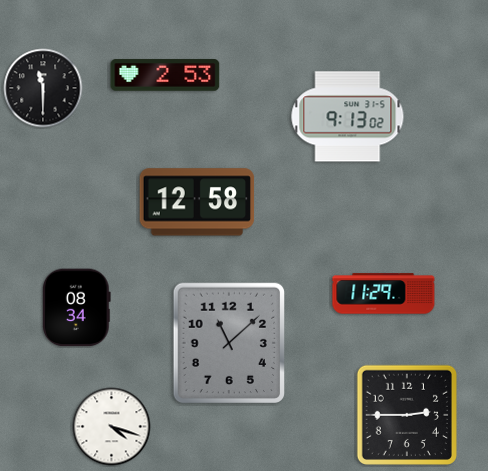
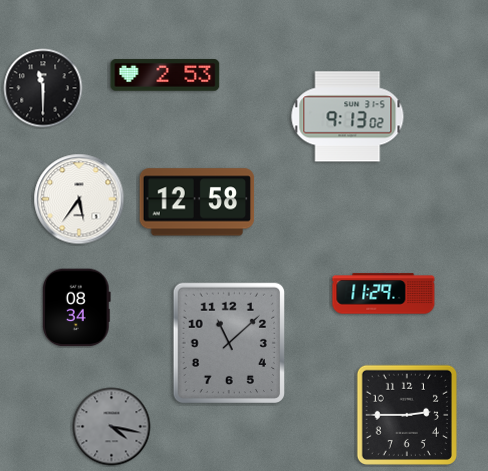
clock at (79, 199): none -> 5:36
clock at (112, 427): 4:18 -> 4:17
clock at (112, 427) dial: white -> grey
